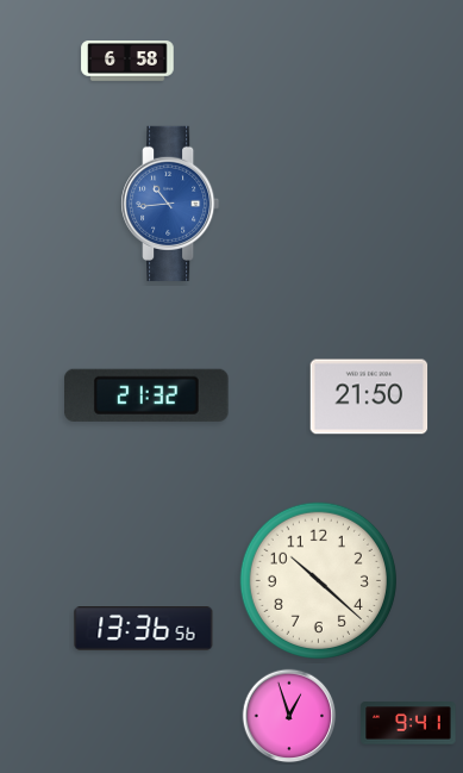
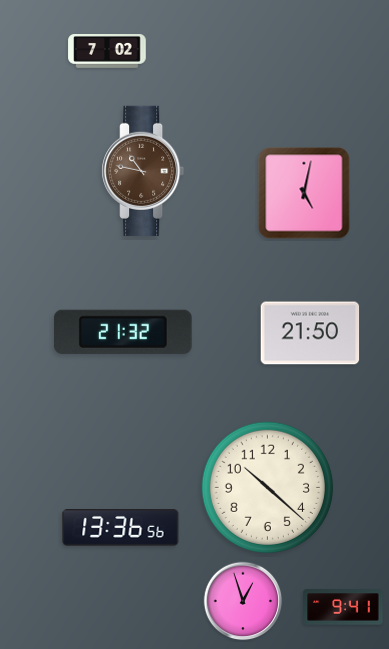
clock at (127, 62): 6:58 -> 7:02
clock at (170, 204): 10:44 -> 10:47
clock at (170, 204) dial: blue -> brown
clock at (304, 193): none -> 5:02
